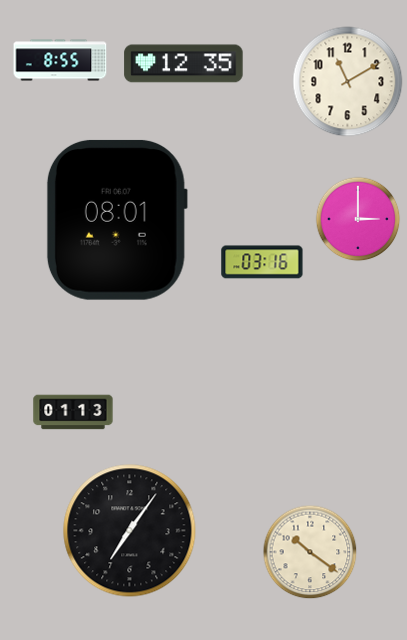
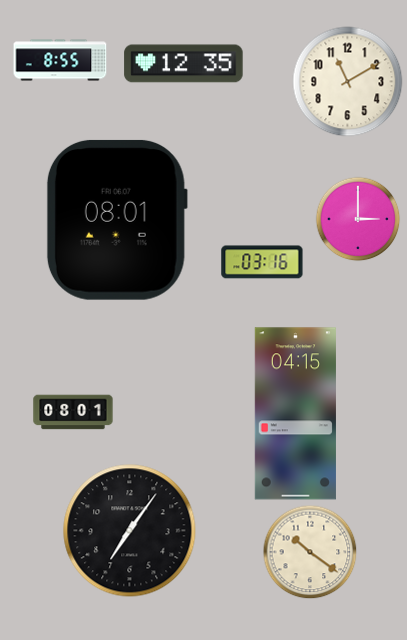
clock at (73, 412): 01:13 -> 08:01
clock at (295, 414): none -> 04:15
